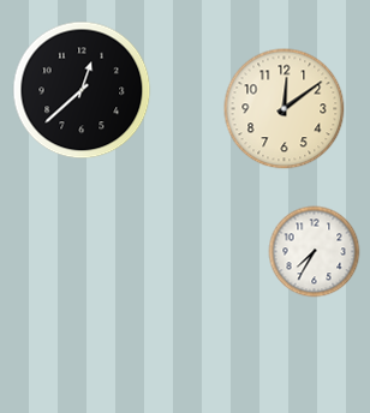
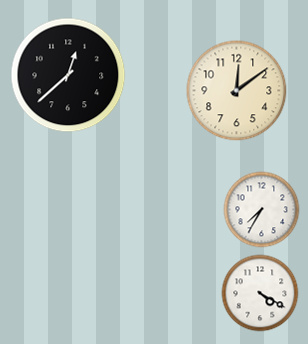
clock at (260, 293): none -> 4:20
